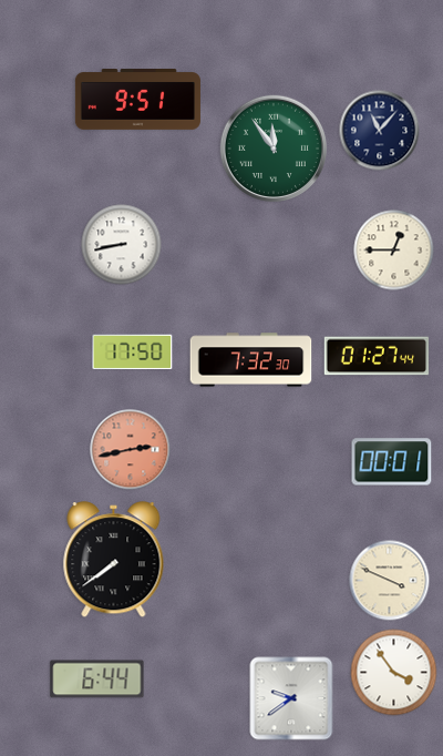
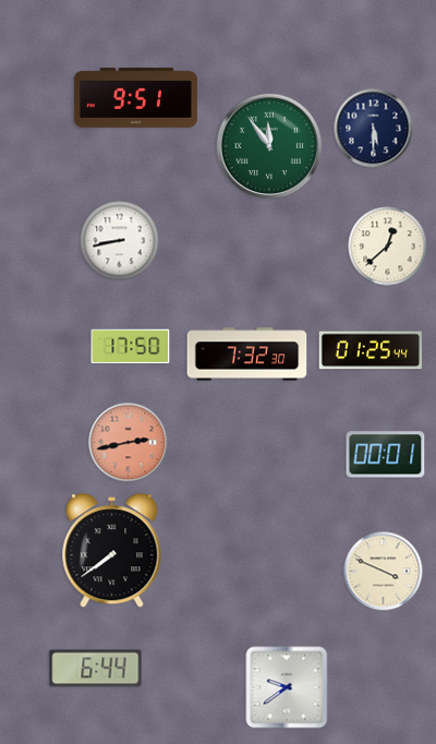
clock at (380, 131): 11:07 -> 5:30
clock at (394, 251): 12:45 -> 12:38
clock at (377, 356): 01:27 -> 01:25
clock at (394, 673): 3:54 -> none
